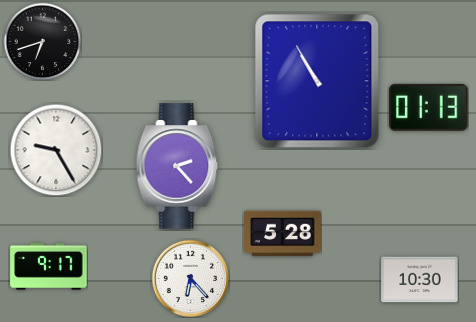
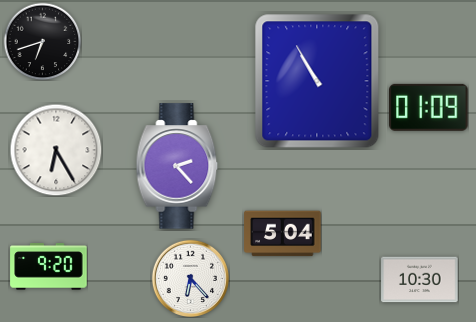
clock at (429, 107): 01:13 -> 01:09
clock at (56, 150): 9:25 -> 6:25
clock at (283, 234): 5:28 -> 5:04
clock at (49, 267): 9:17 -> 9:20
